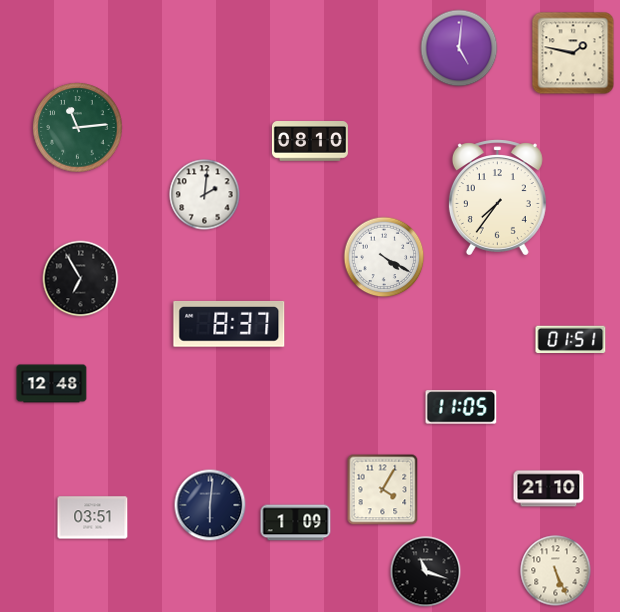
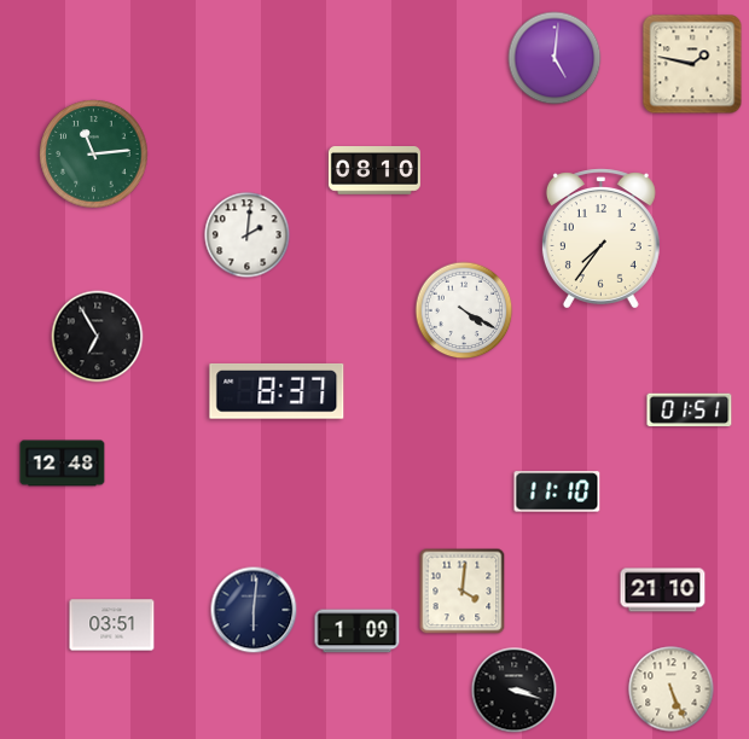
clock at (461, 407): 11:05 -> 11:10
clock at (383, 490): 4:05 -> 4:01
clock at (426, 572): 11:18 -> 3:18
